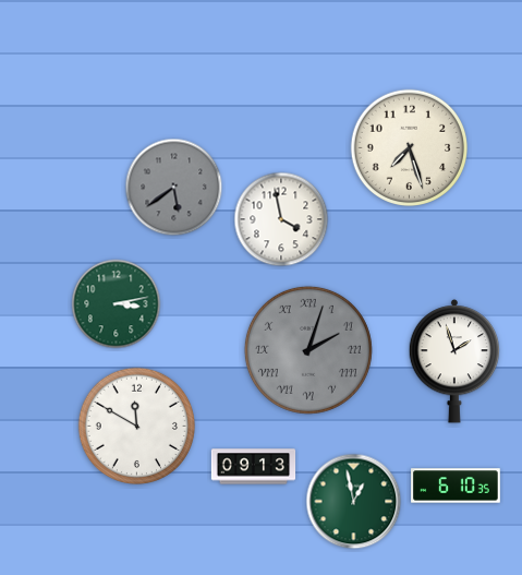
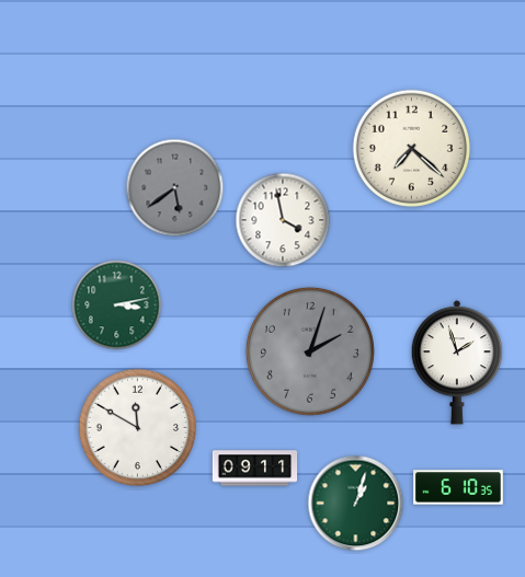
clock at (409, 147): 7:27 -> 7:22
clock at (308, 350) numerals: Roman -> Arabic
clock at (254, 467): 09:13 -> 09:11
clock at (354, 502): 12:58 -> 1:03
